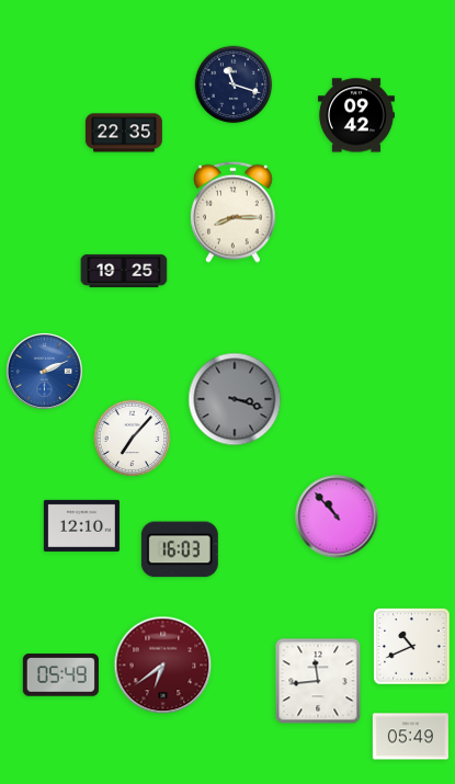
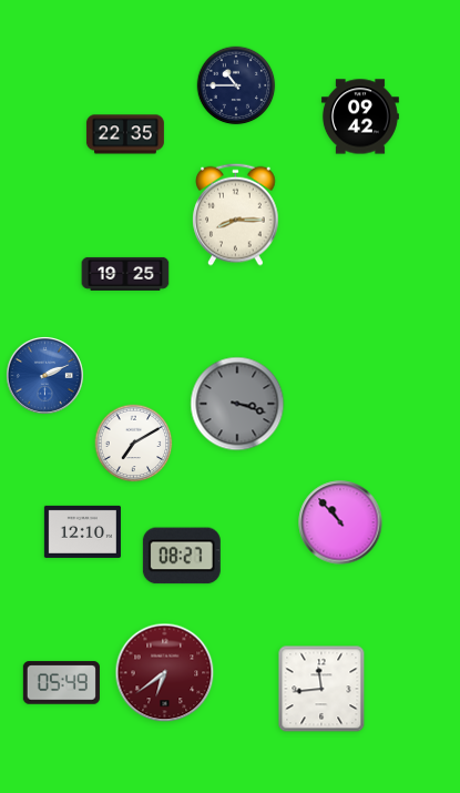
clock at (234, 84): 11:18 -> 10:45
clock at (133, 439): 7:07 -> 7:10
clock at (180, 549): 16:03 -> 08:27
clock at (412, 647): 10:41 -> none
clock at (410, 737): 05:49 -> none
